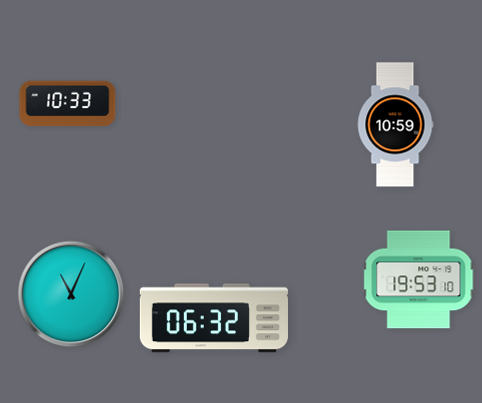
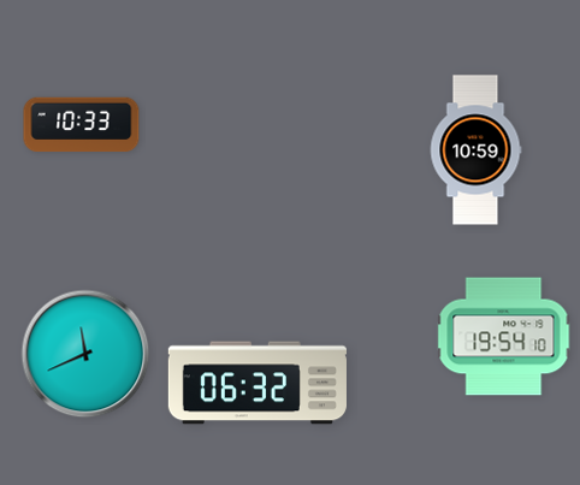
clock at (419, 280): 19:53 -> 19:54
clock at (71, 294): 11:04 -> 11:41
